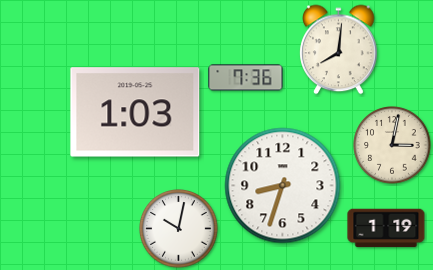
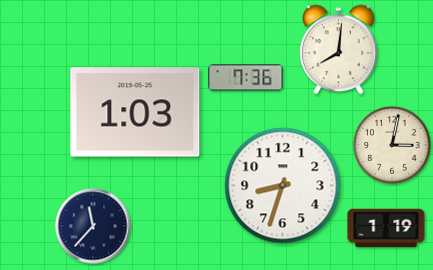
clock at (93, 226): none -> 11:37
clock at (179, 229): 10:02 -> none
